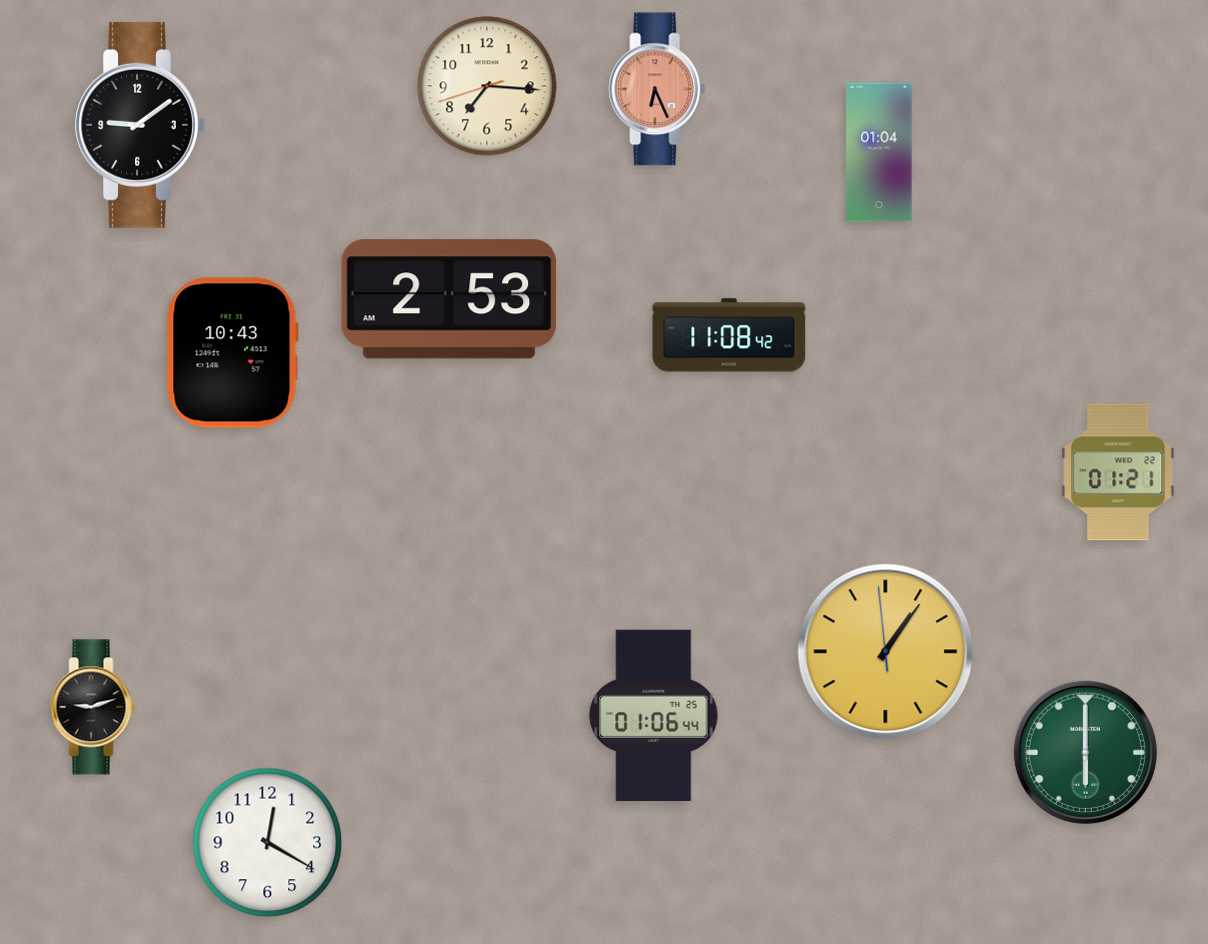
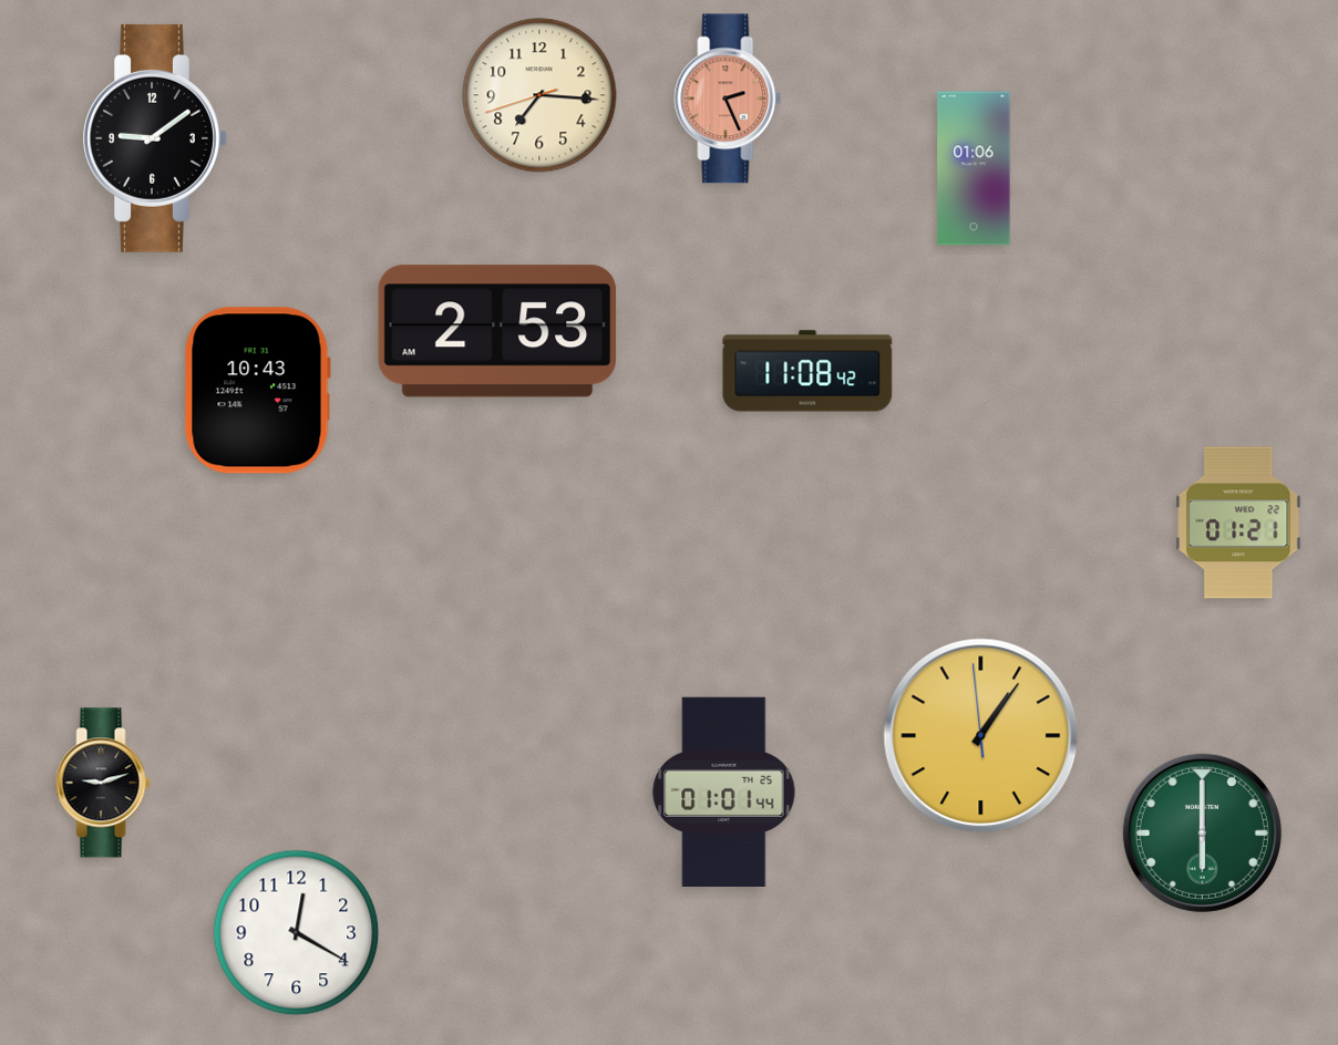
clock at (657, 89): 6:26 -> 2:26
clock at (879, 152): 01:04 -> 01:06
clock at (886, 652) position: (886, 652) -> (981, 736)
clock at (654, 715): 01:06 -> 01:01
